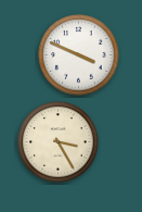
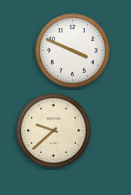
clock at (59, 142): 3:25 -> 9:38
